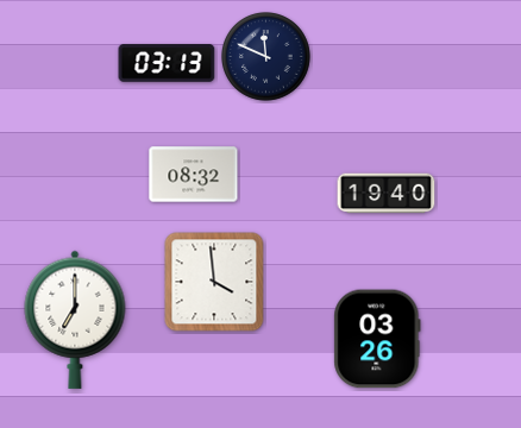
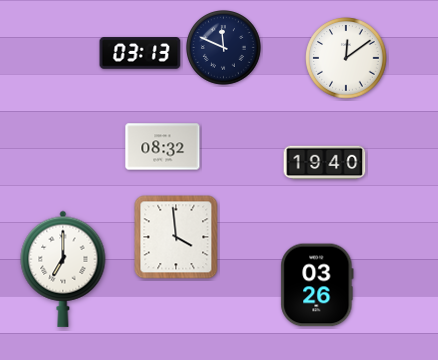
clock at (346, 58): none -> 12:09
clock at (214, 282) position: (214, 282) -> (176, 237)
